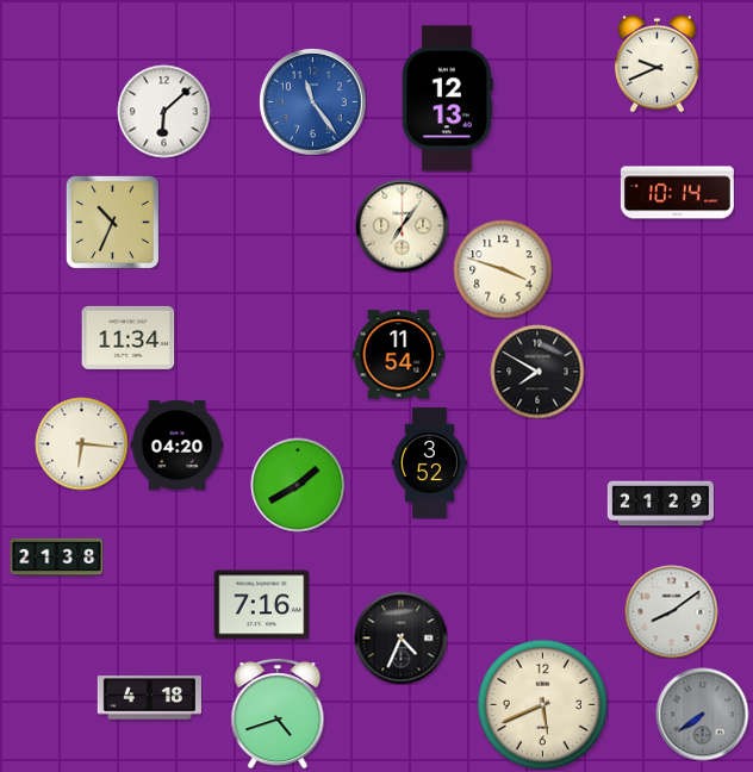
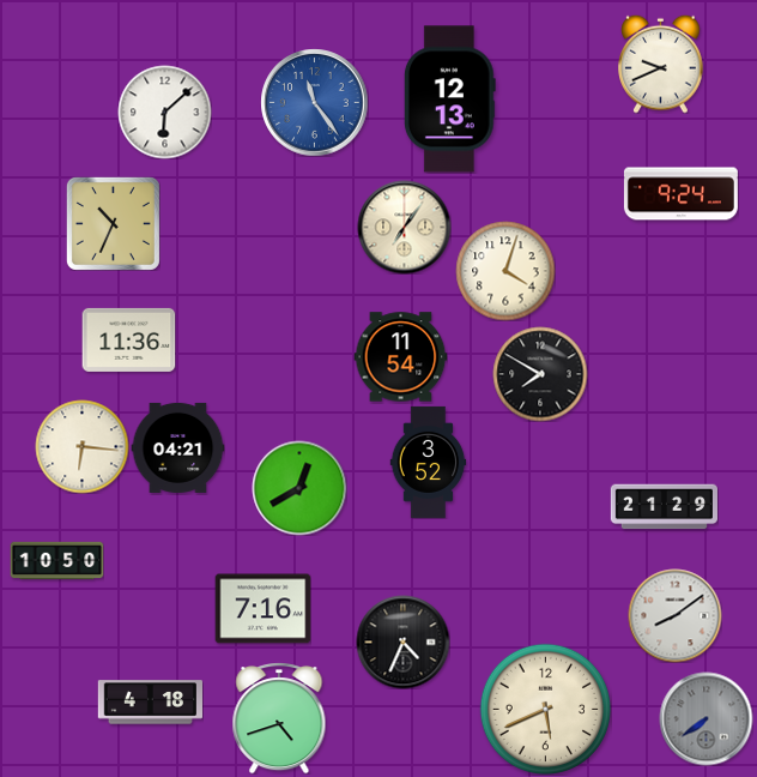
clock at (677, 193): 10:14 -> 9:24
clock at (503, 269): 3:48 -> 4:03
clock at (127, 337): 11:34 -> 11:36
clock at (176, 444): 04:20 -> 04:21
clock at (430, 462) position: (430, 462) -> (429, 462)
clock at (298, 485): 1:40 -> 12:40
clock at (56, 558): 21:38 -> 10:50
